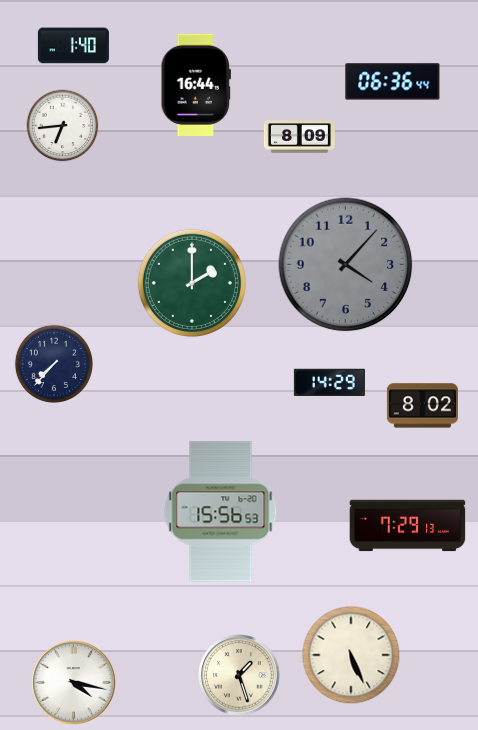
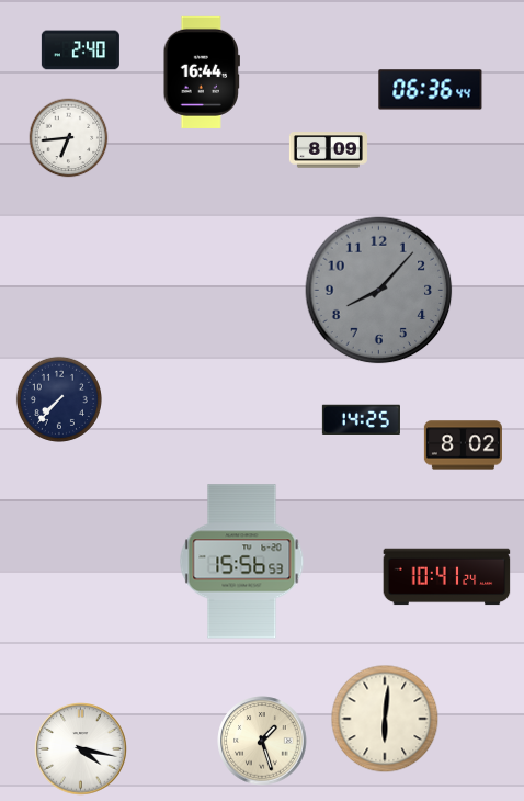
clock at (73, 46): 1:40 -> 2:40
clock at (195, 85) position: (195, 85) -> (201, 72)
clock at (346, 265): 4:07 -> 8:07
clock at (192, 283): 2:00 -> none
clock at (329, 383): 14:29 -> 14:25
clock at (408, 526): 7:29 -> 10:41
clock at (351, 655): 5:26 -> 6:01
